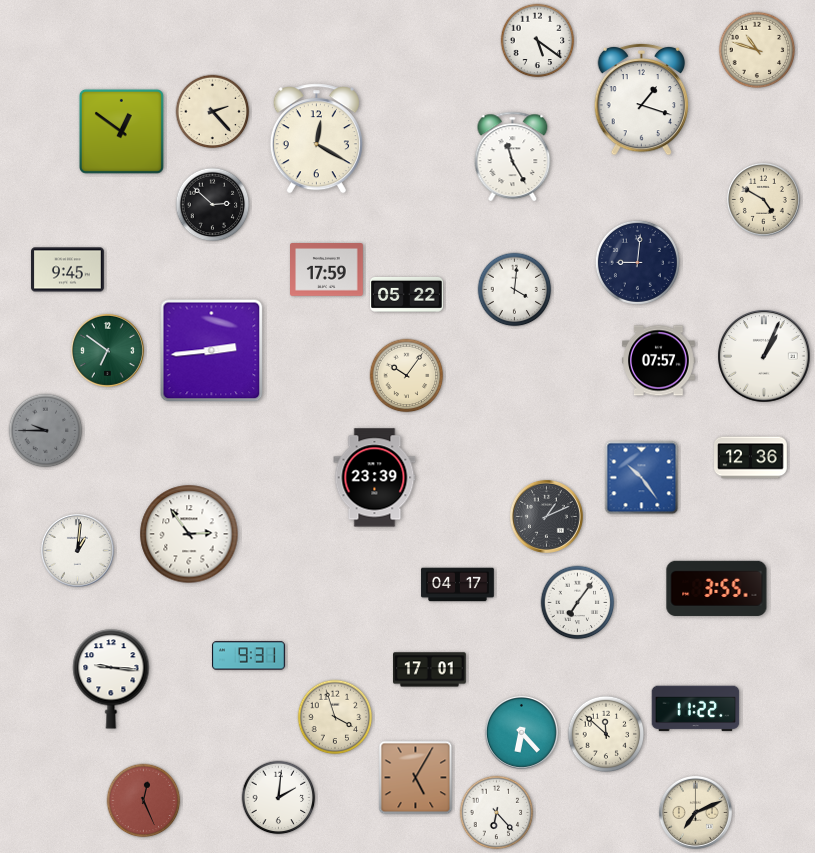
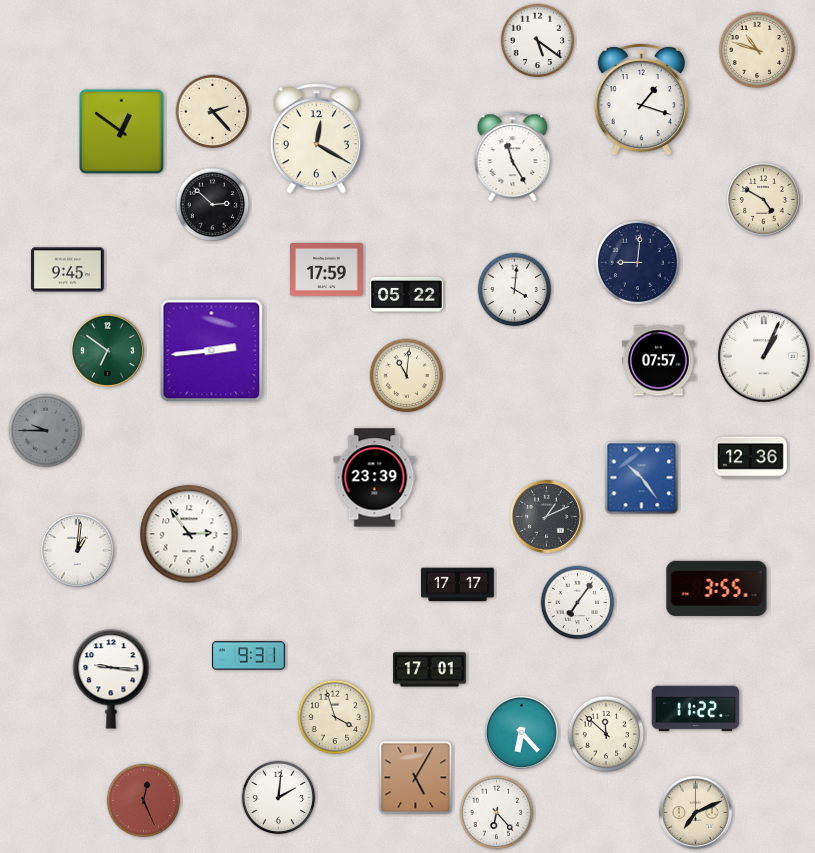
clock at (407, 376): 10:06 -> 11:01
clock at (458, 585): 04:17 -> 17:17
